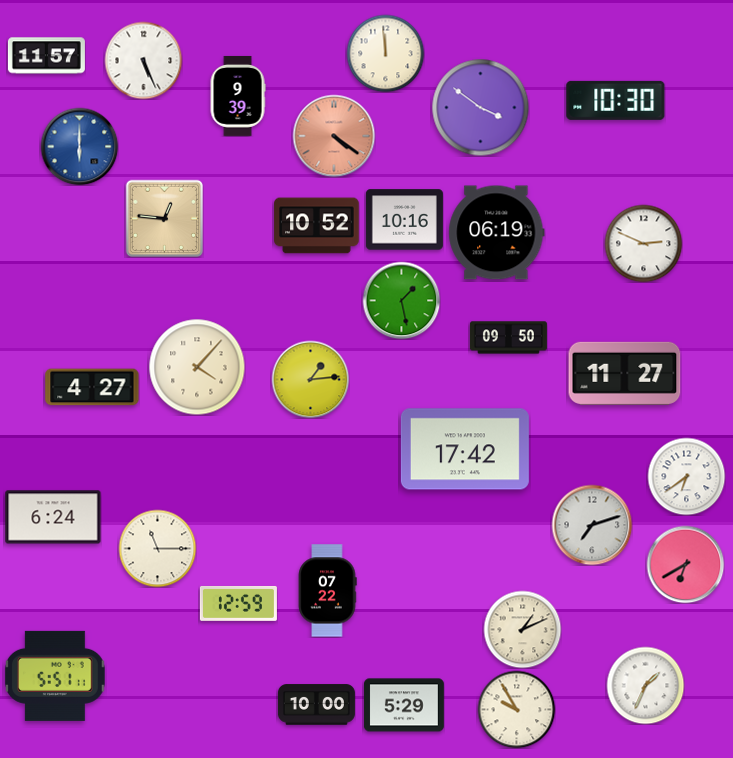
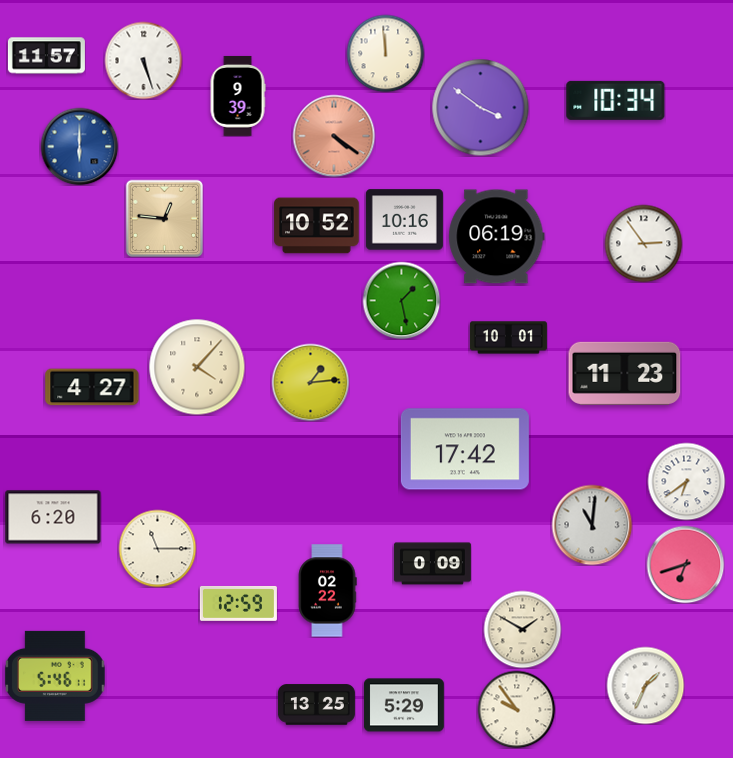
clock at (143, 60): 5:26 -> 5:27
clock at (616, 100): 10:30 -> 10:34
clock at (497, 233) position: (497, 233) -> (497, 237)
clock at (643, 243): 2:49 -> 2:54
clock at (508, 338): 09:50 -> 10:01
clock at (625, 373): 11:27 -> 11:23
clock at (310, 379) position: (310, 379) -> (310, 382)
clock at (686, 476) position: (686, 476) -> (686, 481)
clock at (53, 517): 6:24 -> 6:20
clock at (592, 525): 7:12 -> 11:01
clock at (432, 564): none -> 0:09
clock at (685, 564): 6:40 -> 6:42
clock at (327, 591): 07:22 -> 02:22
clock at (522, 629): 1:11 -> 1:50
clock at (56, 676): 5:51 -> 5:46
clock at (316, 705): 10:00 -> 13:25
clock at (516, 709): 9:55 -> 9:54
